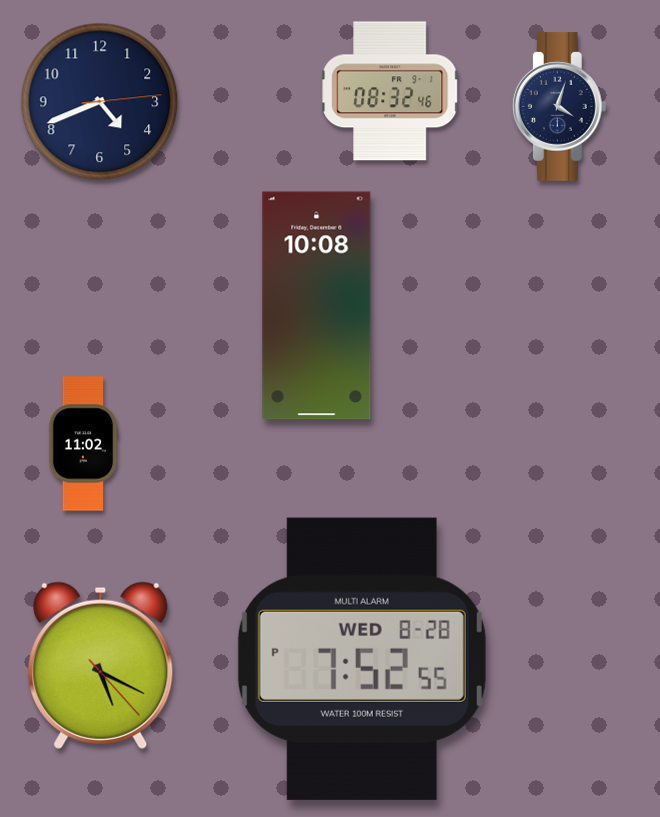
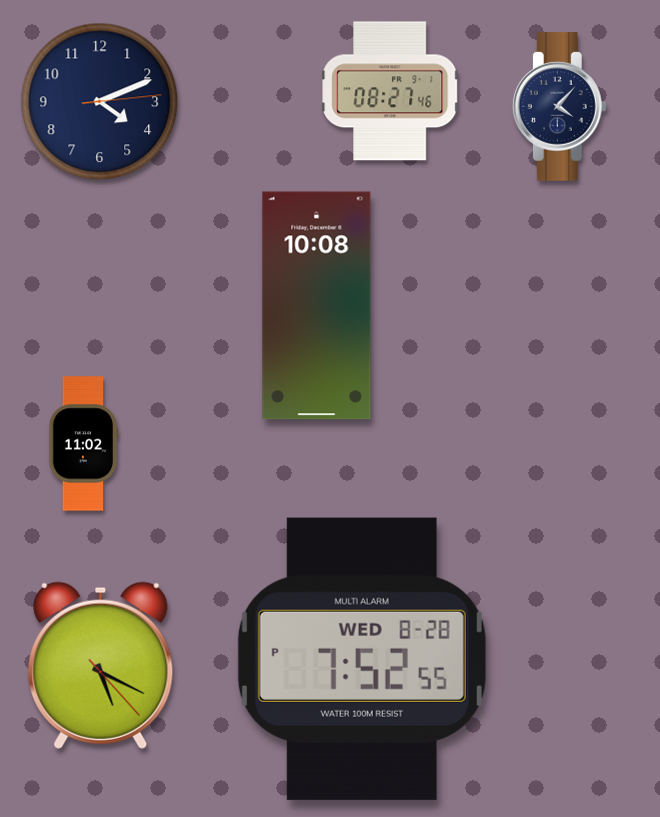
clock at (391, 91): 08:32 -> 08:27
clock at (100, 102): 4:41 -> 4:11
clock at (559, 106): 4:03 -> 4:07
